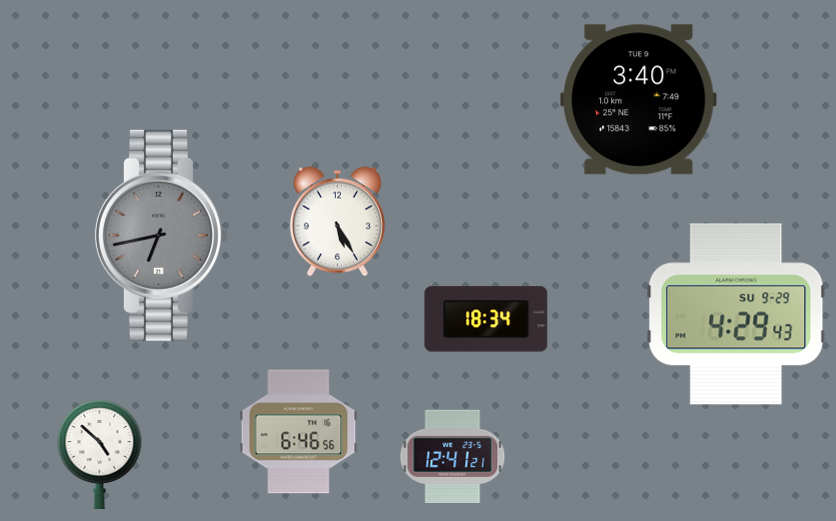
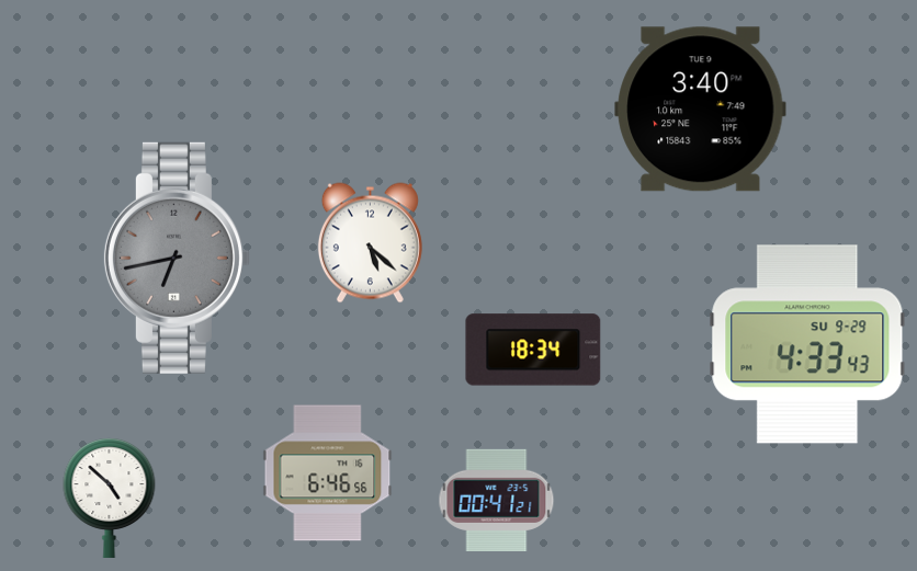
clock at (337, 222): 5:25 -> 5:22
clock at (736, 314): 4:29 -> 4:33
clock at (453, 456): 12:41 -> 00:41
